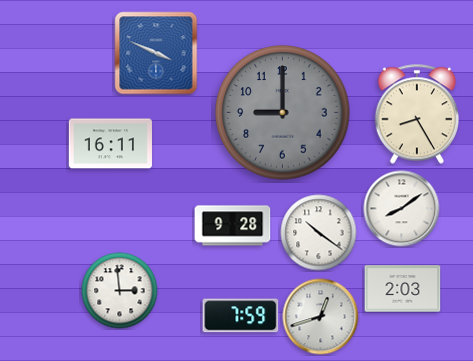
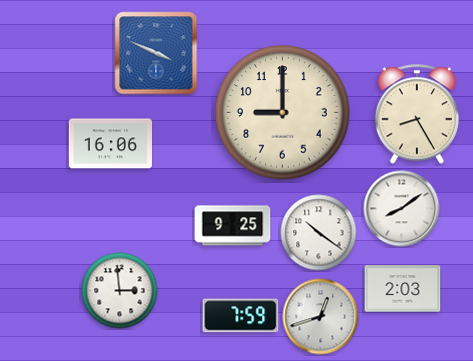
clock at (283, 113) dial: grey -> cream
clock at (110, 144): 16:11 -> 16:06
clock at (233, 226): 9:28 -> 9:25
